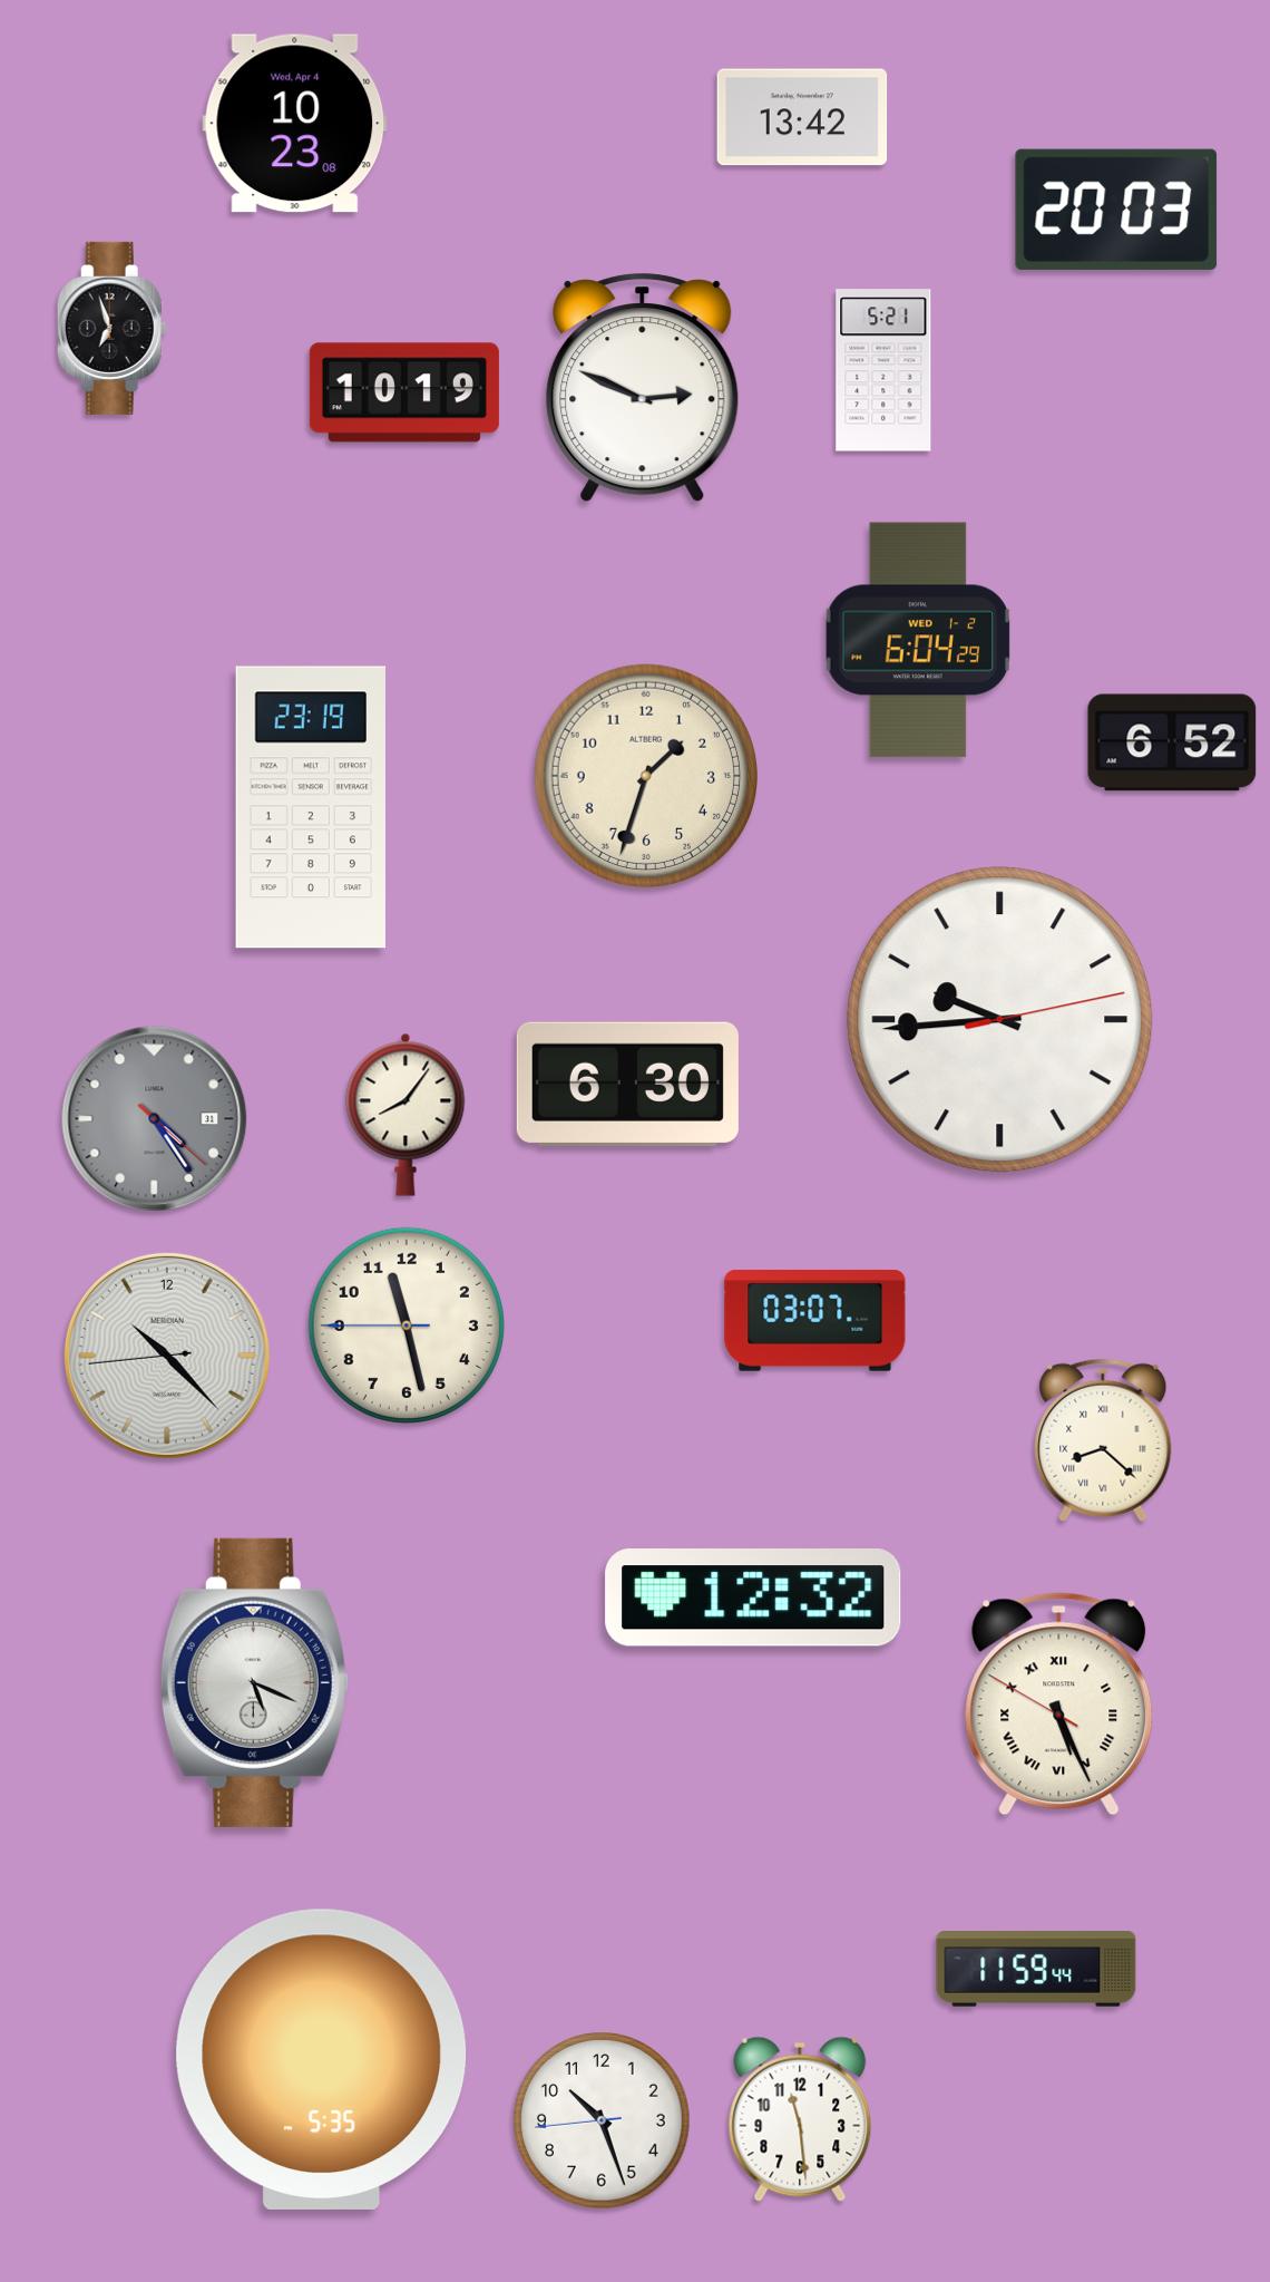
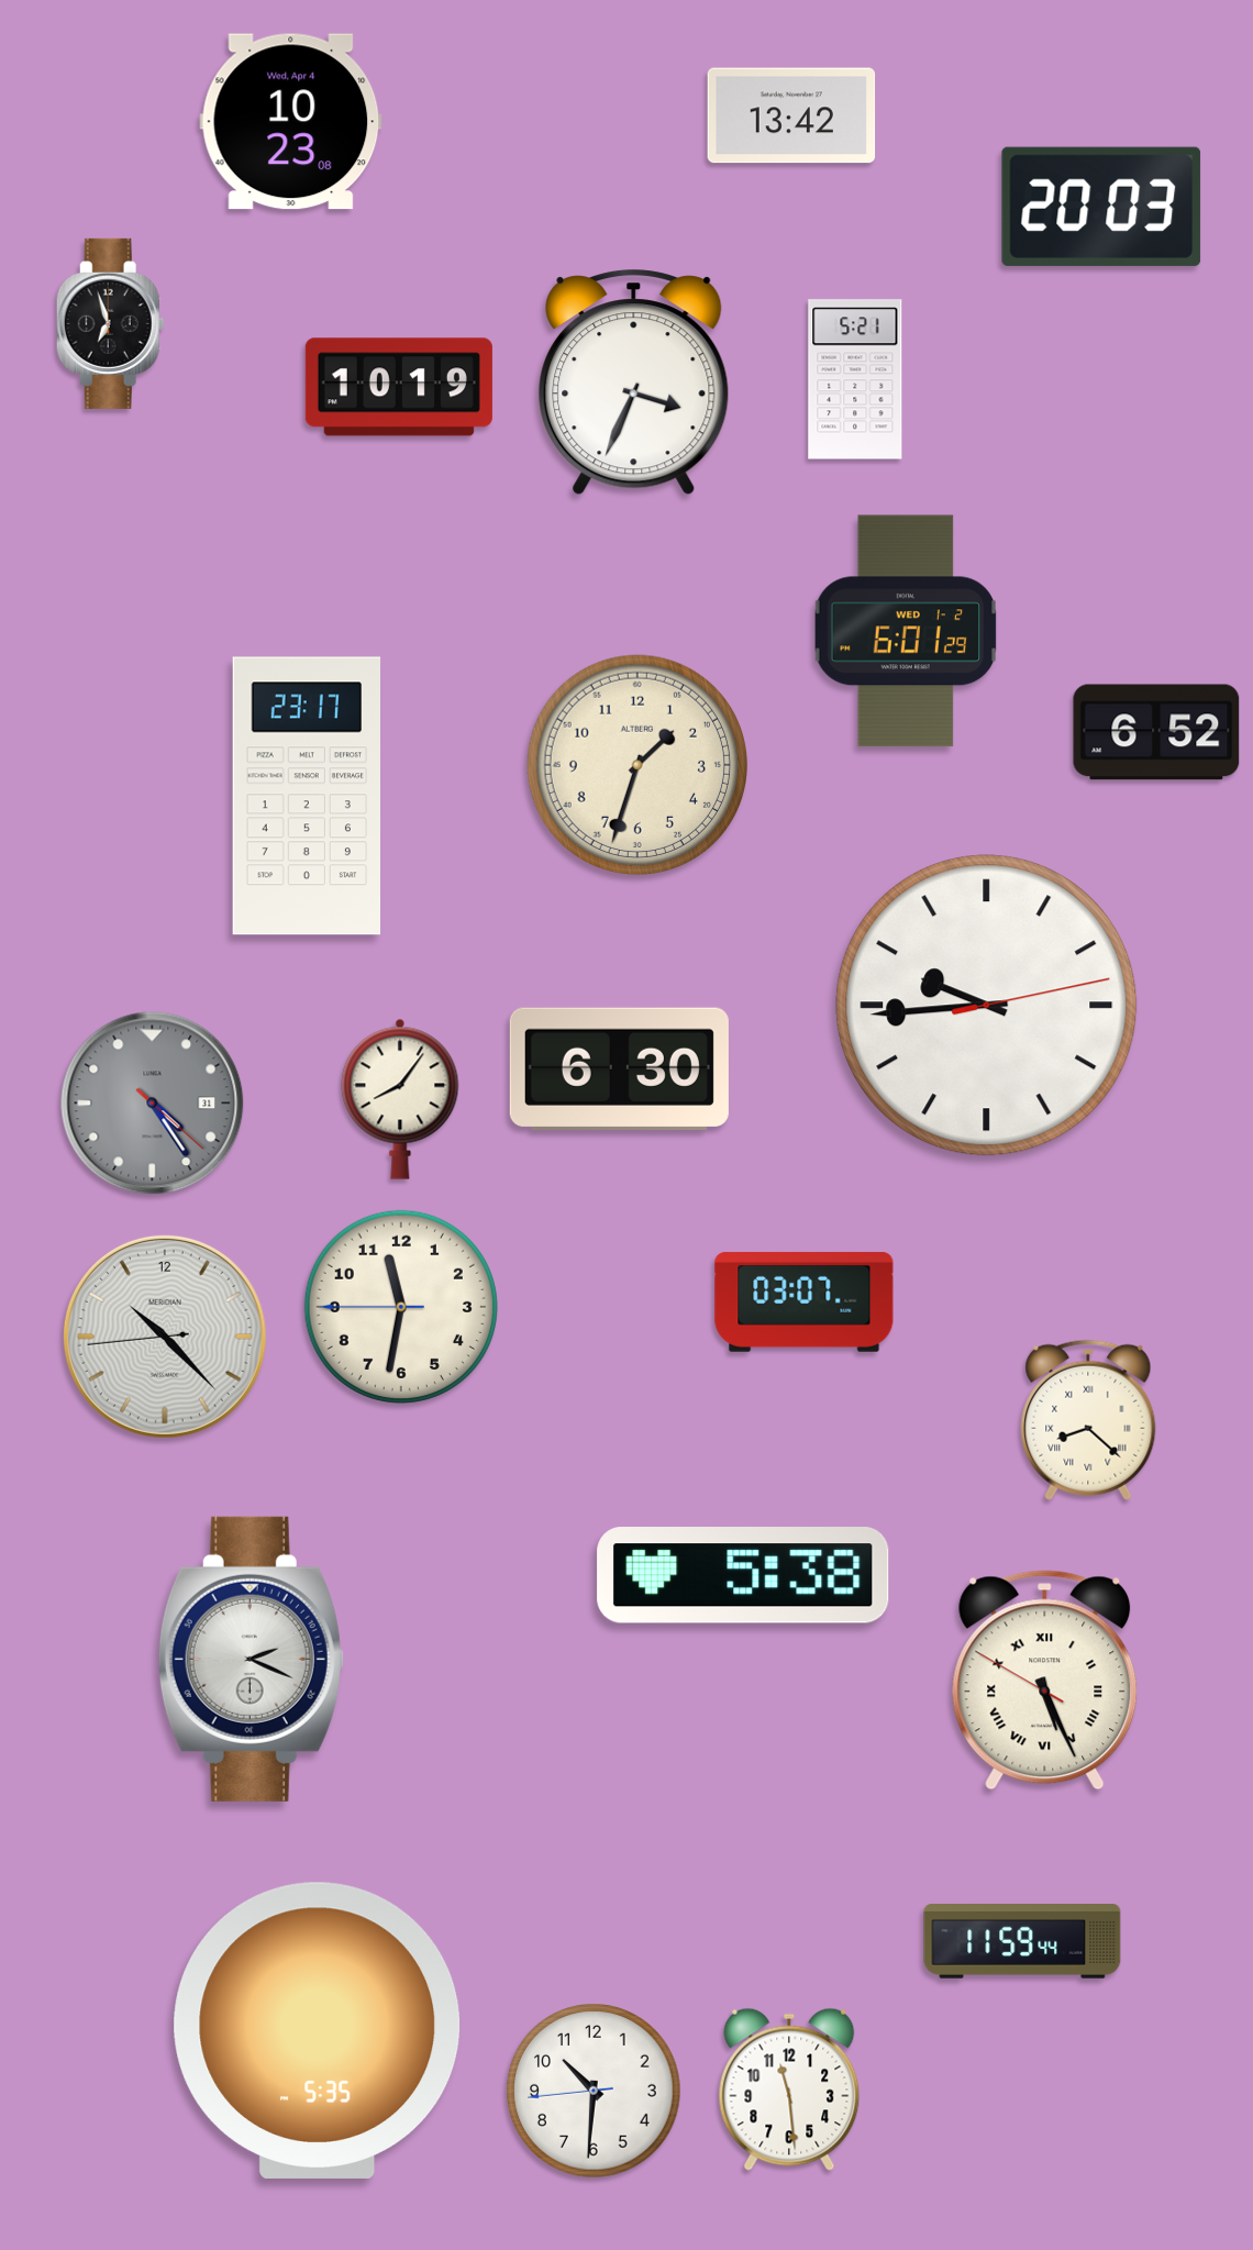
clock at (883, 370) position: (883, 370) -> (855, 379)
clock at (643, 388): 2:49 -> 3:34
clock at (918, 640): 6:04 -> 6:01
clock at (311, 807): 23:19 -> 23:17
clock at (407, 1325): 11:27 -> 11:31
clock at (753, 1599): 12:32 -> 5:38
clock at (254, 1682): 5:19 -> 2:19
clock at (602, 2120): 10:26 -> 10:30
